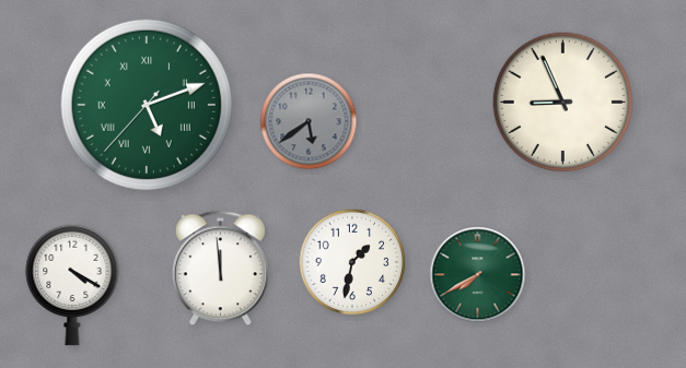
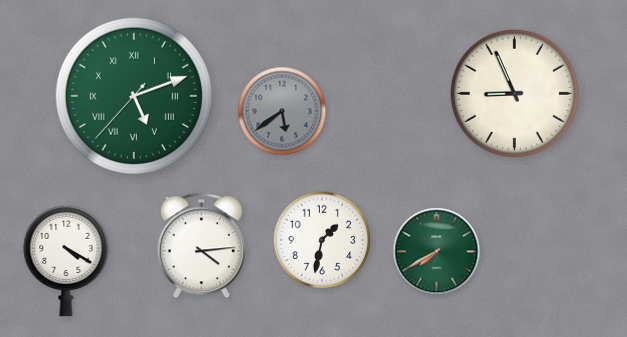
clock at (220, 269): 11:59 -> 4:14
